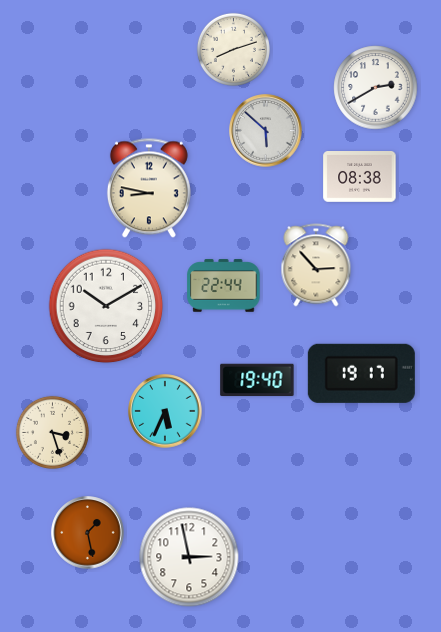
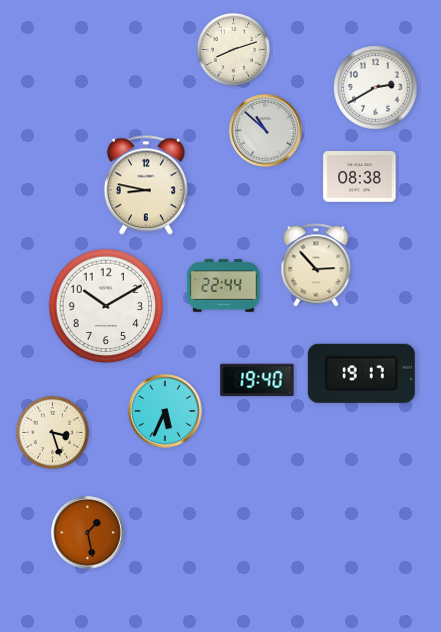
clock at (266, 131): 5:52 -> 10:52
clock at (149, 188) position: (149, 188) -> (146, 185)
clock at (189, 557): 2:58 -> none
